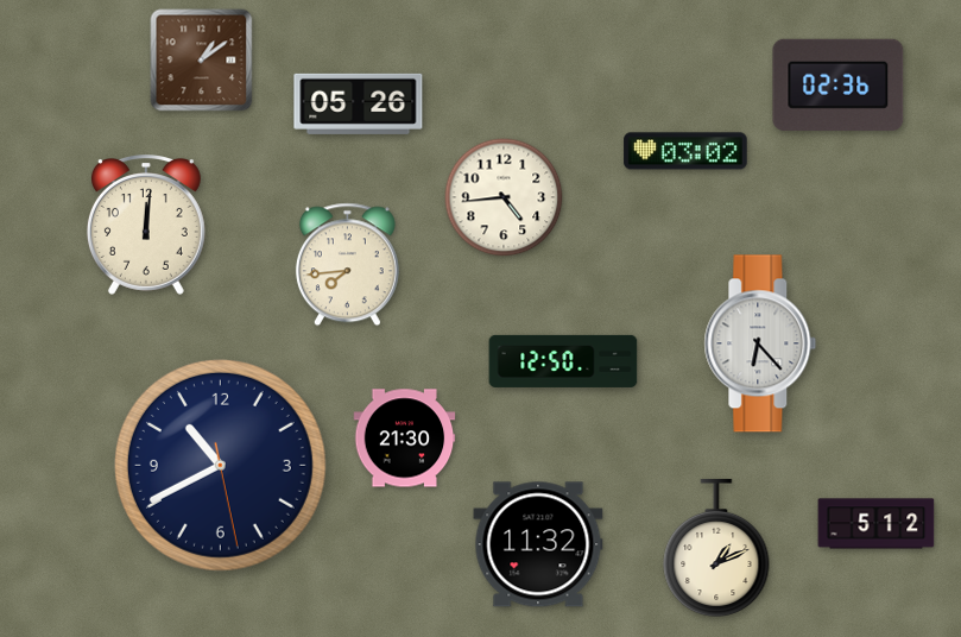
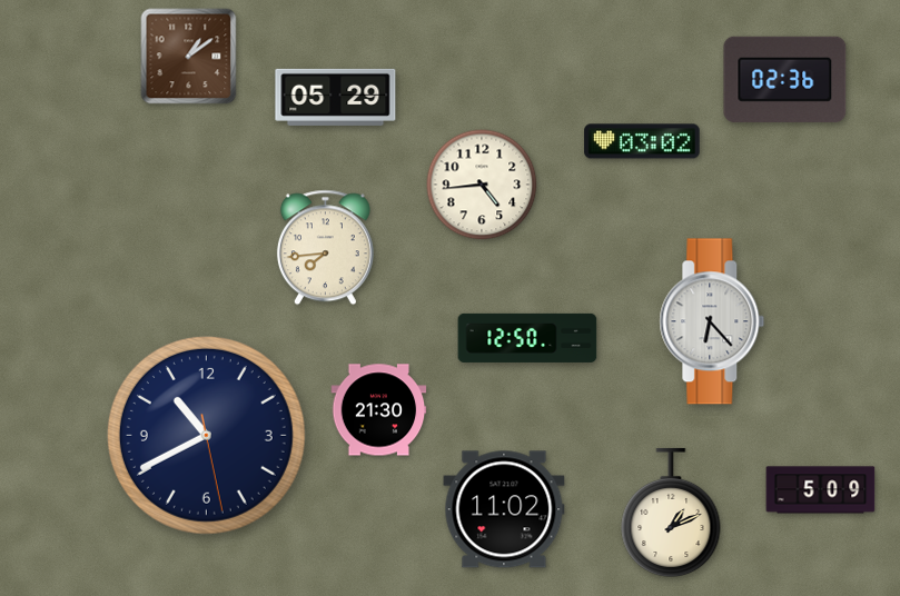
clock at (359, 103): 05:26 -> 05:29
clock at (504, 197) position: (504, 197) -> (482, 185)
clock at (146, 225): 12:01 -> none
clock at (877, 524): 5:12 -> 5:09
clock at (538, 544): 11:32 -> 11:02
